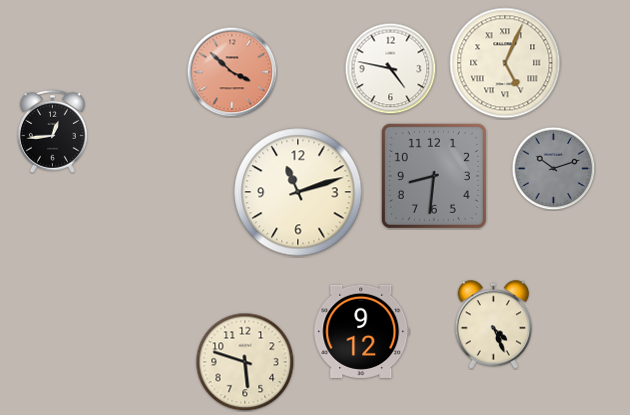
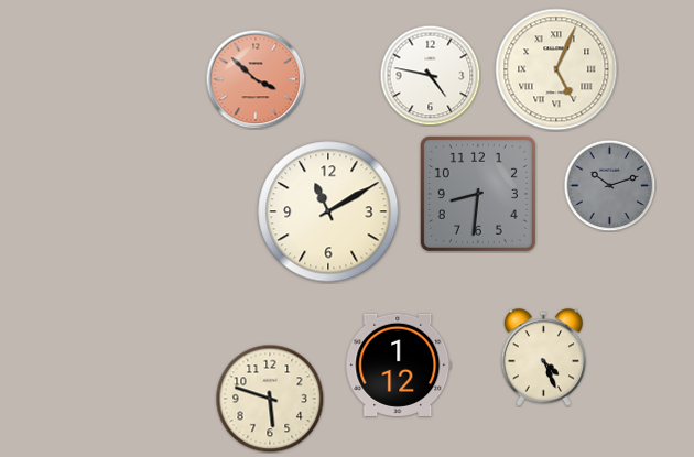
clock at (52, 131): 12:44 -> none
clock at (298, 192): 11:12 -> 11:10
clock at (362, 331): 9:12 -> 1:12
